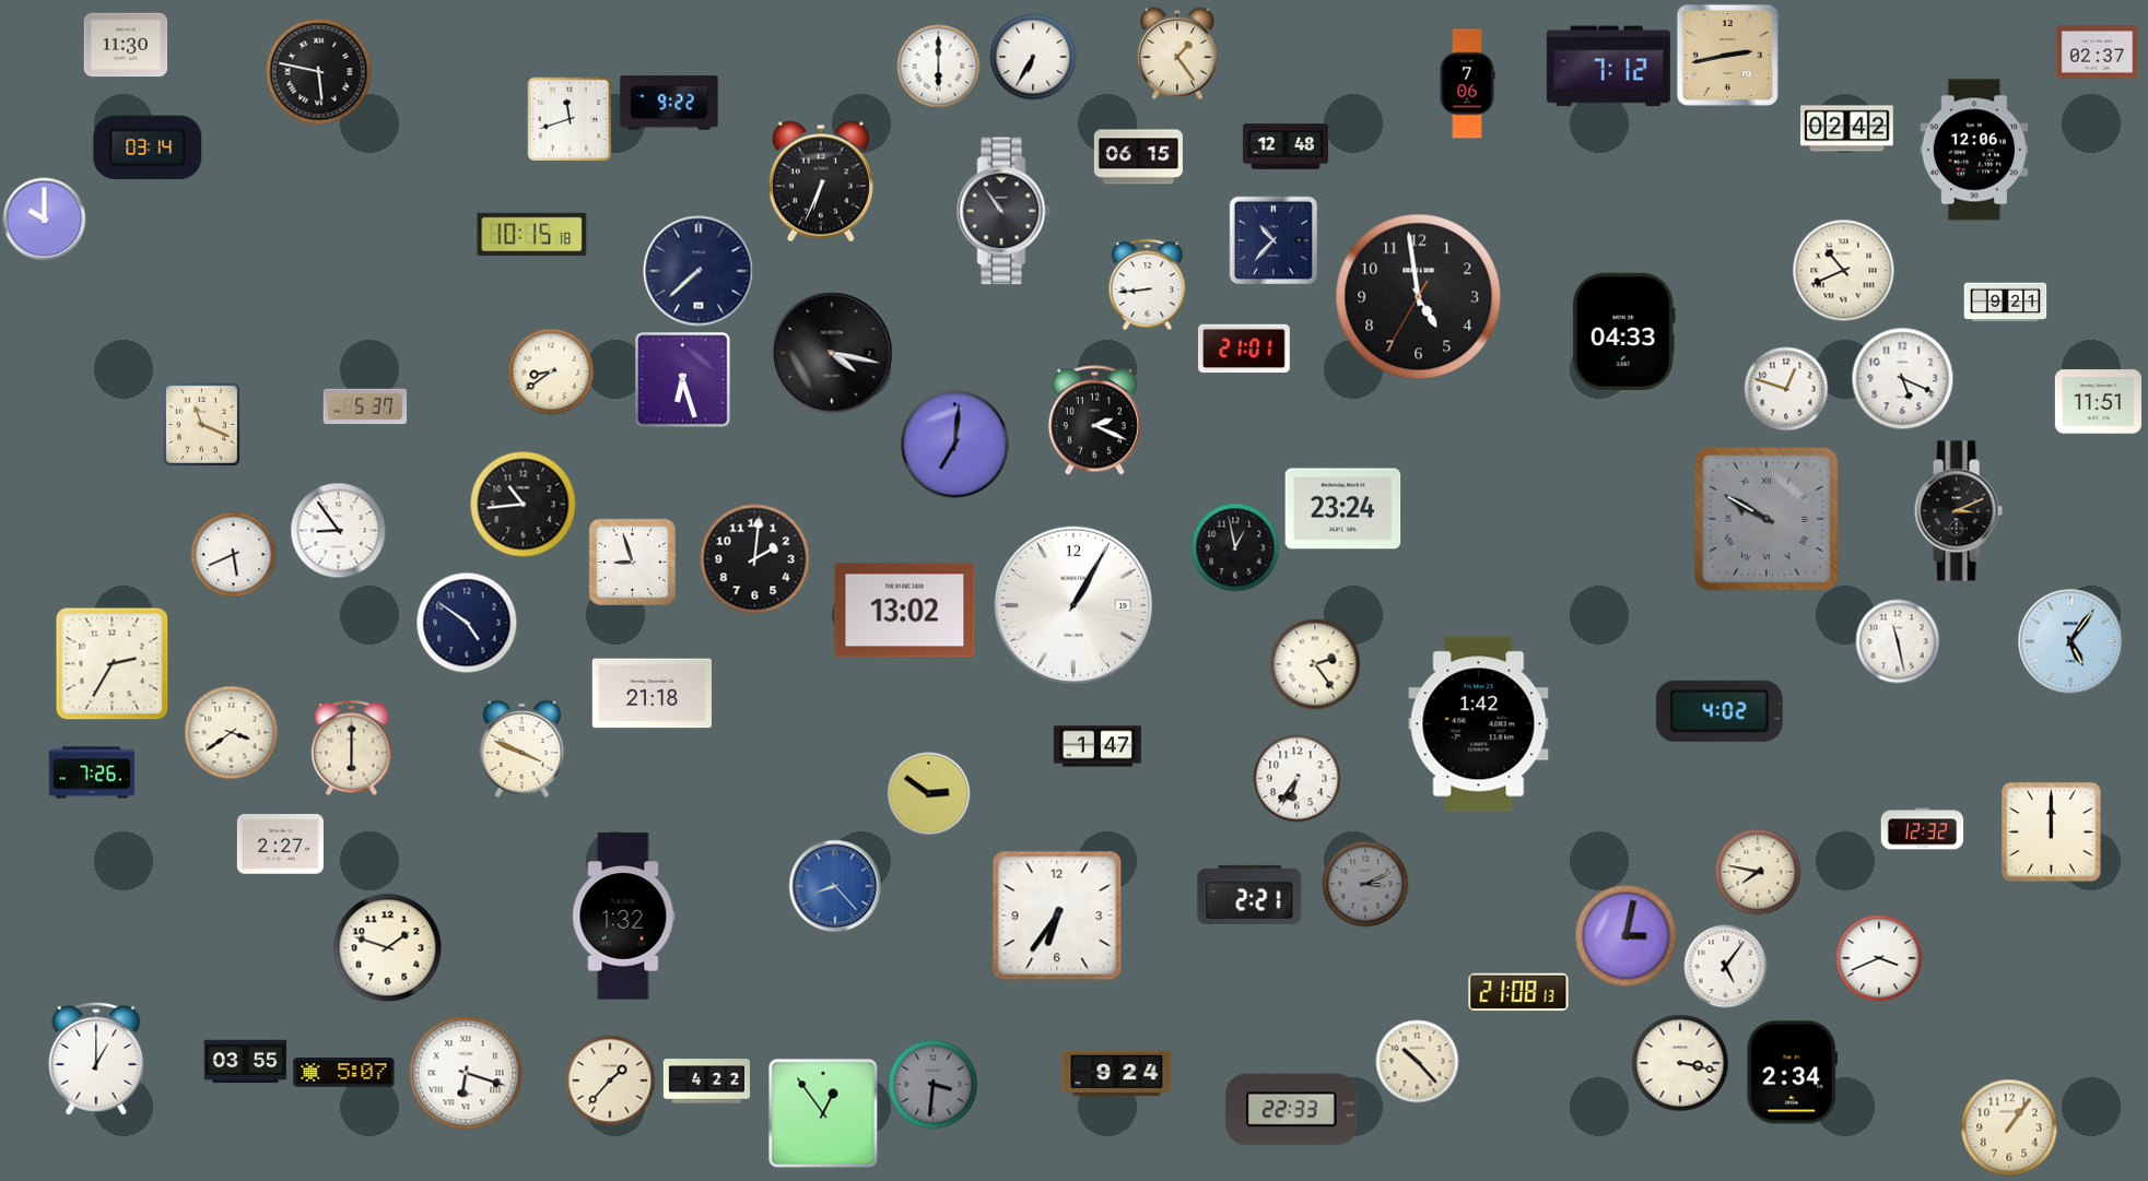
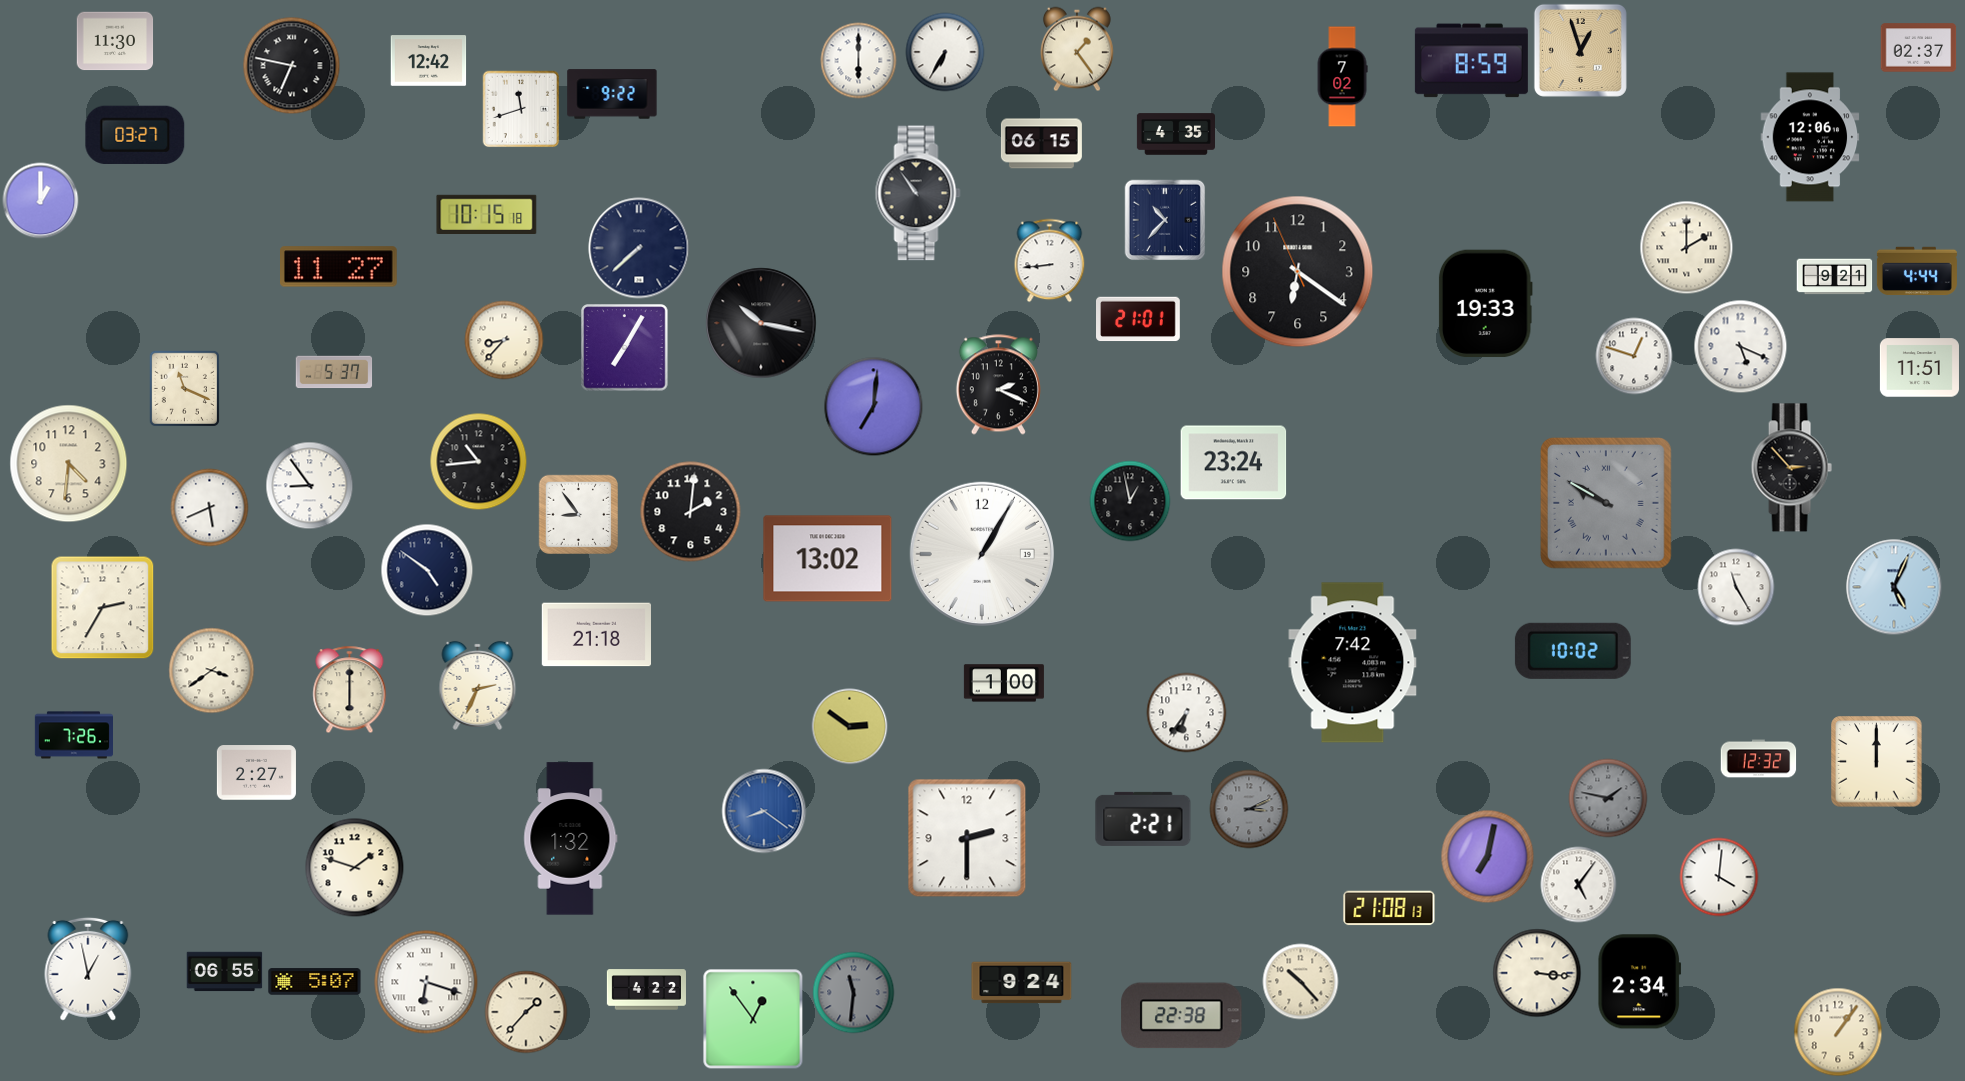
clock at (1727, 55): 2:43 -> 12:57
clock at (429, 61): none -> 12:42
clock at (1608, 67): 7:12 -> 8:59
clock at (319, 72): 5:47 -> 6:47
clock at (1467, 84): 7:06 -> 7:02
clock at (1847, 129): 02:42 -> none
clock at (1284, 146): 12:48 -> 4:35
clock at (148, 147): 03:14 -> 03:27
clock at (1974, 150) position: (1974, 150) -> (1810, 137)
clock at (821, 181): 6:34 -> none
clock at (45, 220): 10:00 -> 1:00
clock at (1844, 271): 10:41 -> 2:00
clock at (339, 267): none -> 11:27
clock at (1917, 271): none -> 4:44
clock at (1419, 297): 4:58 -> 6:20
clock at (1623, 332): 04:33 -> 19:33
clock at (832, 353): 4:17 -> 10:17
clock at (551, 371): 8:39 -> 8:37
clock at (683, 380): 6:27 -> 7:05
clock at (1094, 421) position: (1094, 421) -> (998, 385)
clock at (69, 464): none -> 4:31
clock at (1343, 509) position: (1343, 509) -> (1234, 463)
clock at (1958, 511): 3:11 -> 2:53
clock at (1768, 520) position: (1768, 520) -> (1607, 504)
clock at (234, 555) position: (234, 555) -> (210, 508)
clock at (633, 563): 8:57 -> 8:54
clock at (1898, 641): 11:28 -> 11:25
clock at (2070, 641): 5:06 -> 5:04
clock at (1315, 664): 2:24 -> none
clock at (1719, 711): 4:02 -> 10:02
clock at (1479, 724): 1:42 -> 7:42
clock at (1098, 746): 1:47 -> 1:00
clock at (352, 748) position: (352, 748) -> (350, 690)
clock at (523, 748): 3:49 -> 2:34
clock at (91, 772) position: (91, 772) -> (73, 735)
clock at (1758, 872): 7:47 -> 1:47
clock at (1758, 872) dial: cream -> grey
clock at (835, 886): 8:23 -> 8:21
clock at (1057, 916): 6:36 -> 2:30
clock at (1627, 936): 3:02 -> 7:02
clock at (1879, 958): 3:41 -> 4:01
clock at (96, 1059): 1:00 -> 12:58
clock at (246, 1062): 03:55 -> 06:55
clock at (1418, 1062) position: (1418, 1062) -> (1301, 982)
clock at (1680, 1063): 3:17 -> 3:16
clock at (610, 1080) position: (610, 1080) -> (526, 1012)
clock at (934, 1085): 3:31 -> 11:31
clock at (1292, 1110): 22:33 -> 22:38
